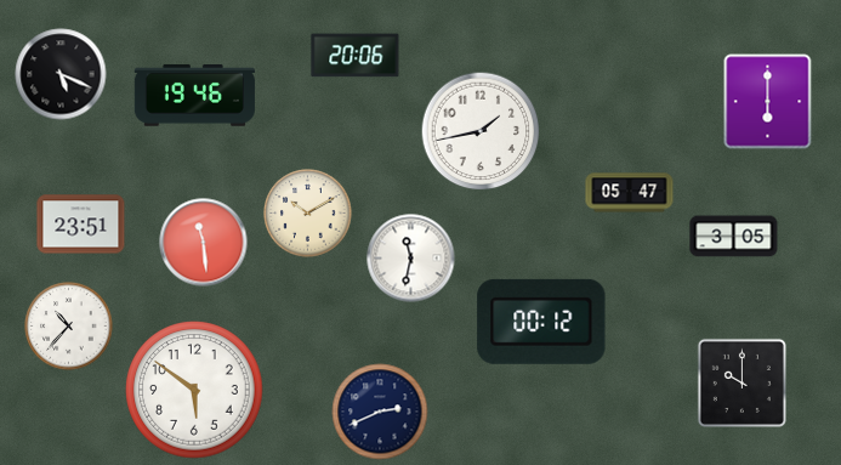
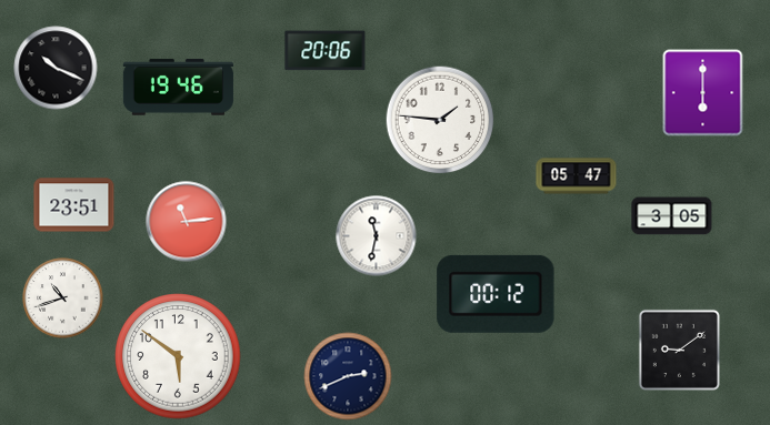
clock at (61, 74): 5:19 -> 10:19
clock at (481, 131): 1:43 -> 1:46
clock at (308, 214): 10:10 -> none
clock at (204, 243): 11:29 -> 11:14
clock at (69, 327): 10:37 -> 10:42
clock at (741, 382): 10:00 -> 9:09
